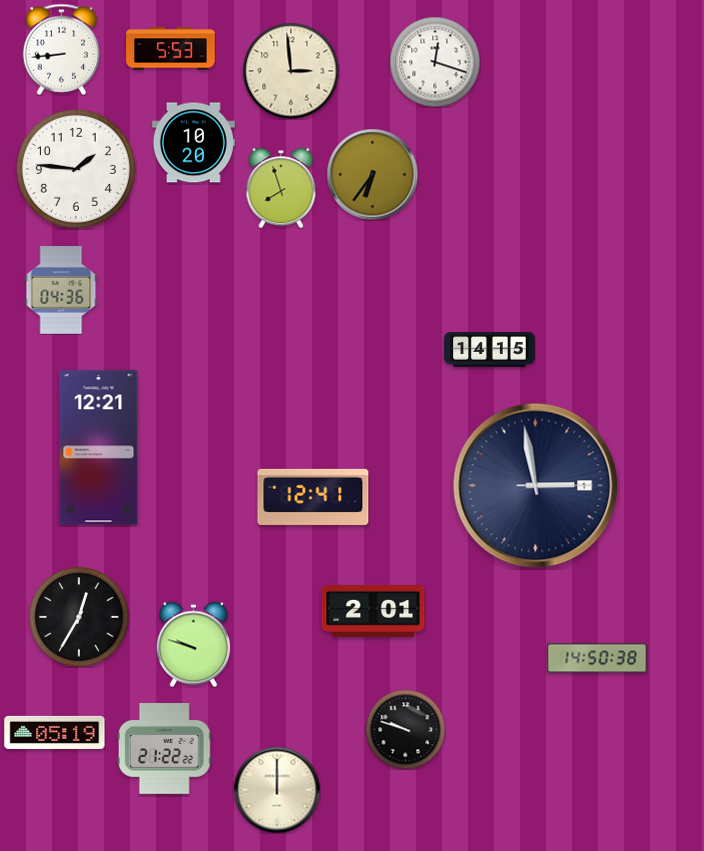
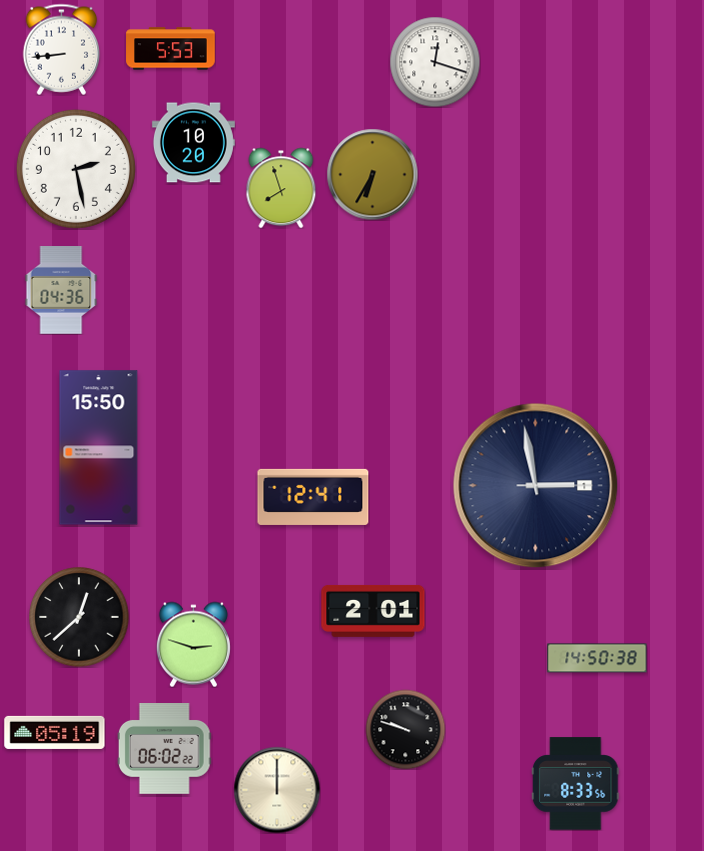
clock at (291, 71): 2:59 -> none
clock at (76, 169): 1:46 -> 2:28
clock at (372, 174): 6:36 -> 6:35
clock at (490, 349): 14:15 -> none
clock at (99, 448): 12:21 -> 15:50
clock at (79, 617): 12:35 -> 12:38
clock at (193, 644): 9:48 -> 2:48
clock at (164, 749): 21:22 -> 06:02
clock at (576, 784): none -> 8:33
